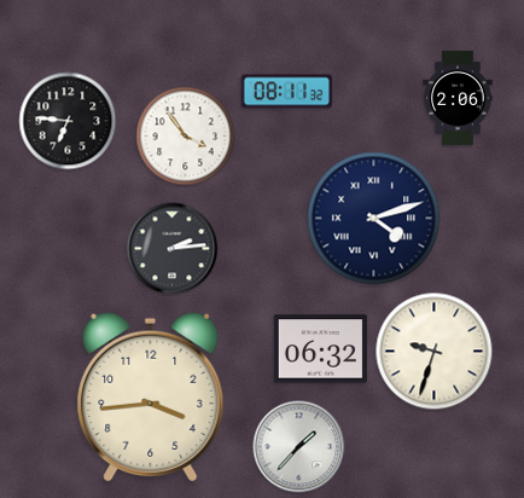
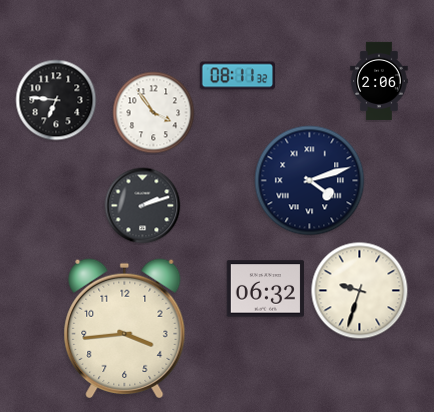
clock at (173, 249): 2:14 -> 2:12
clock at (299, 447): 1:37 -> none
